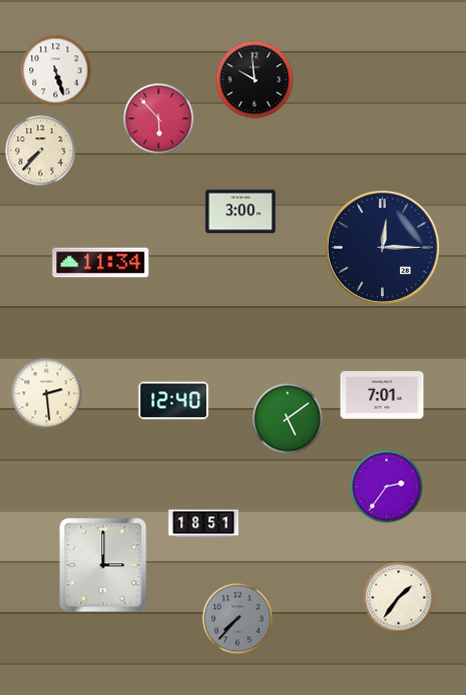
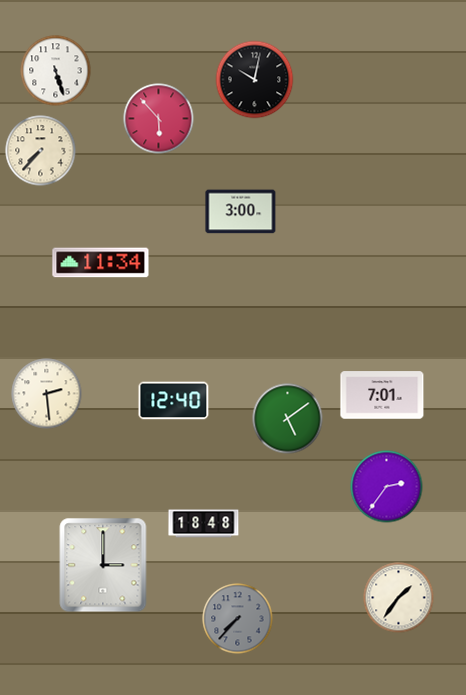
clock at (255, 80): 9:59 -> 10:02
clock at (382, 247): 12:15 -> none
clock at (204, 524): 18:51 -> 18:48
